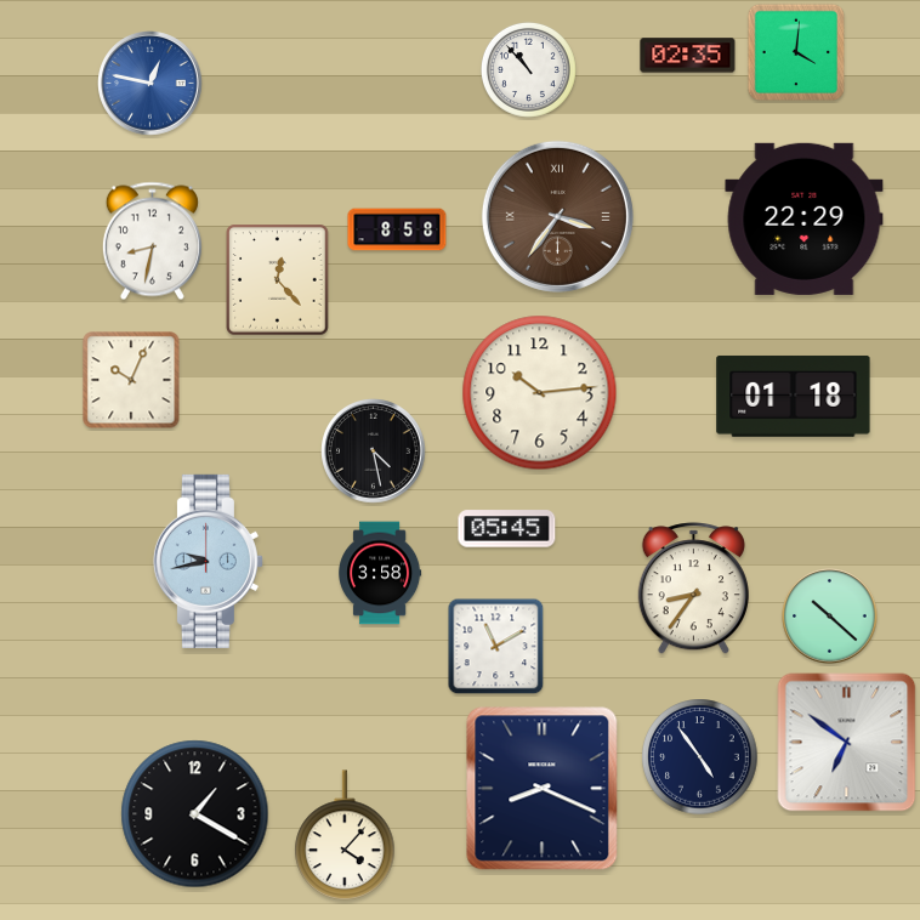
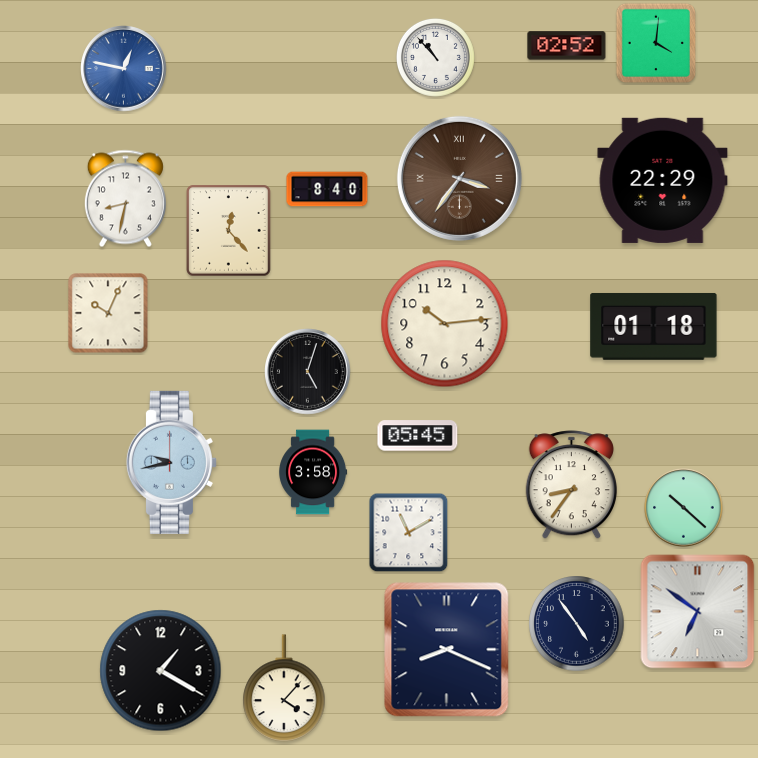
clock at (688, 56): 02:35 -> 02:52
clock at (397, 229): 8:58 -> 8:40
clock at (374, 452): 4:28 -> 5:03
